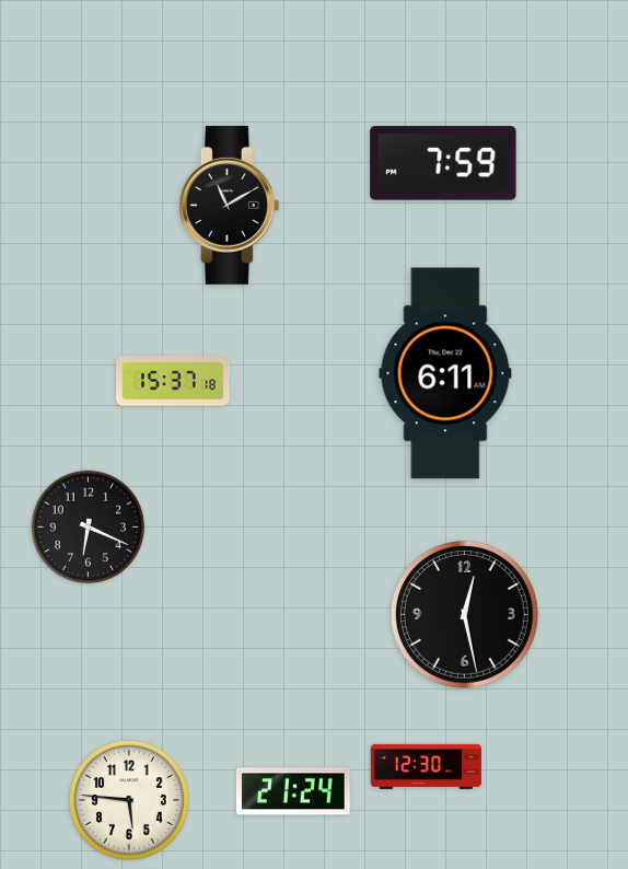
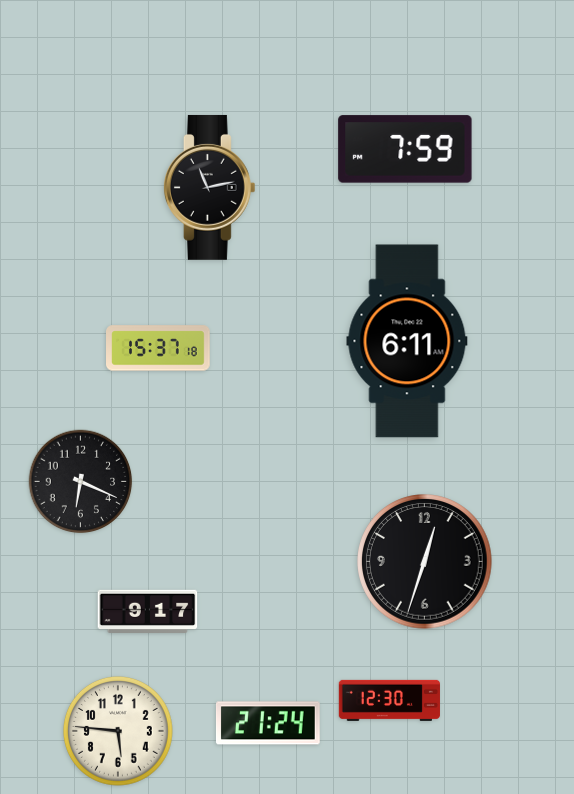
clock at (229, 205): 11:10 -> 11:13
clock at (465, 615): 12:28 -> 12:33
clock at (148, 612): none -> 9:17
